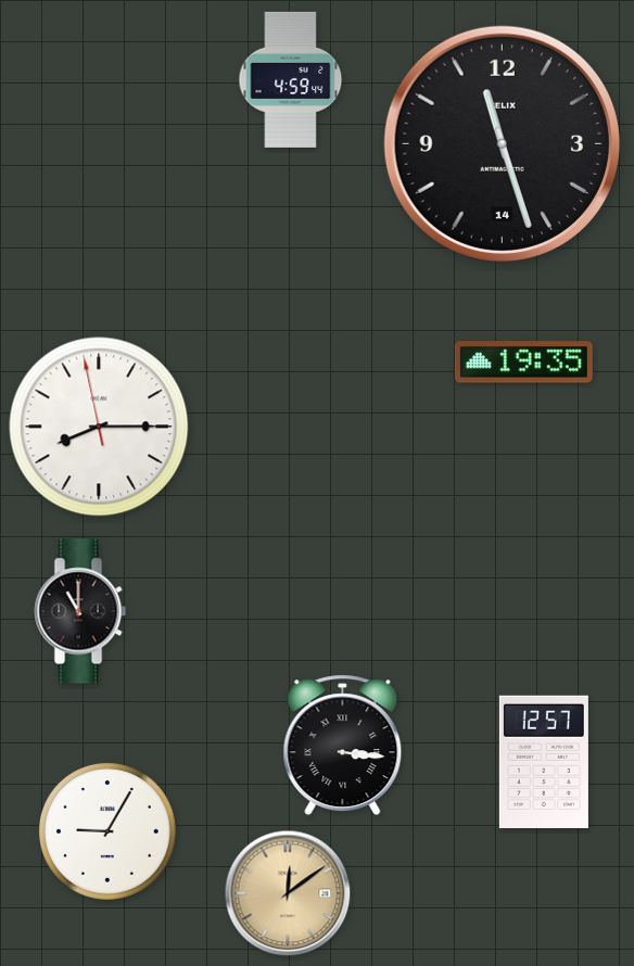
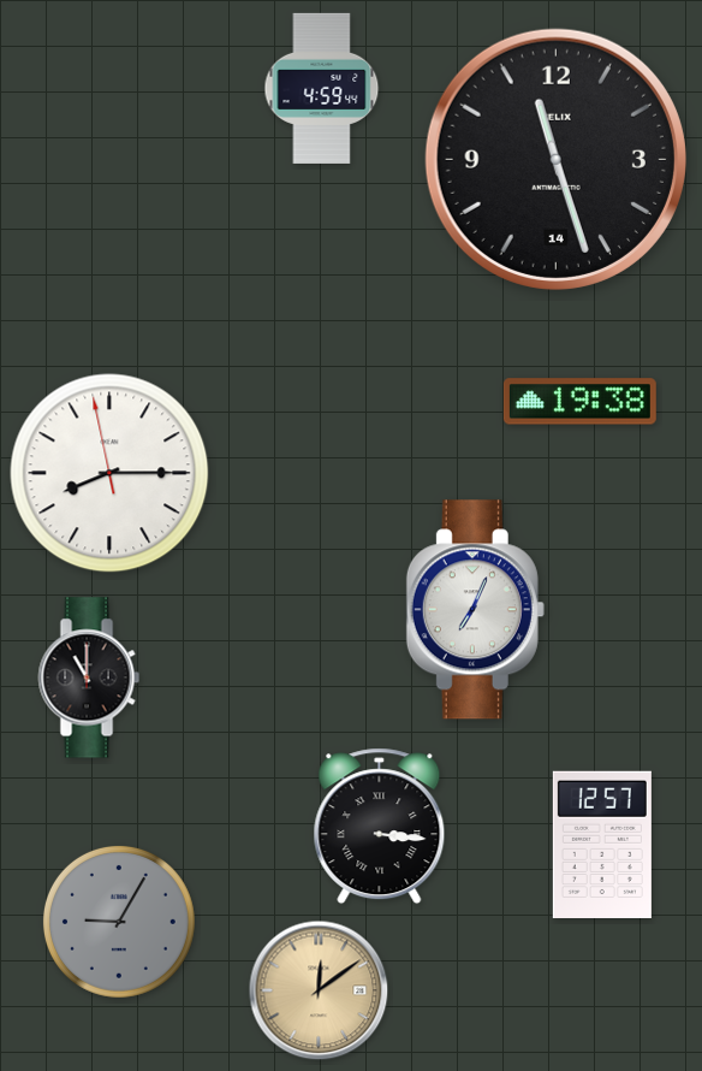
clock at (523, 363): 19:35 -> 19:38
clock at (475, 610): none -> 7:04
clock at (107, 831) dial: white -> grey
